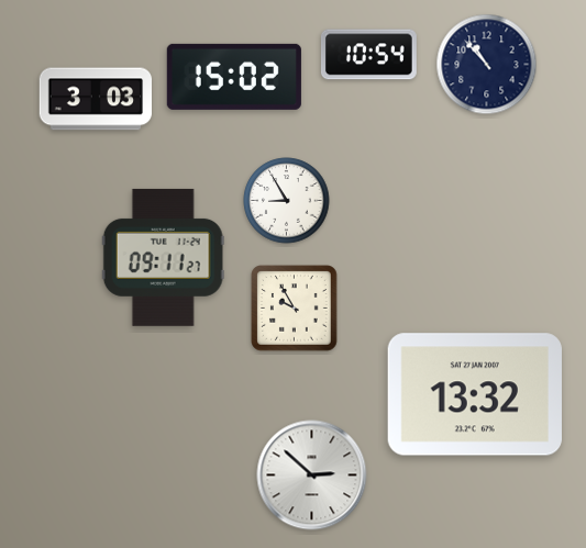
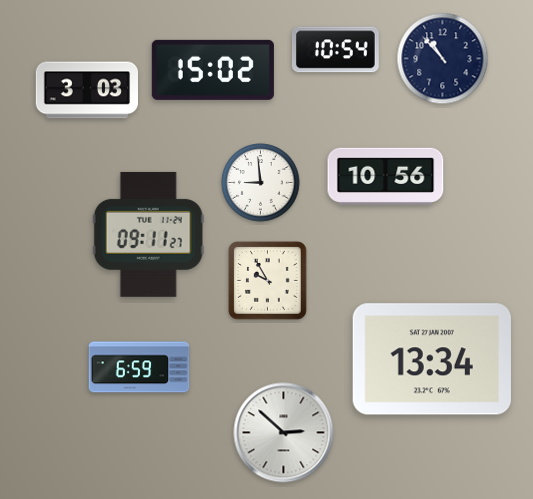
clock at (386, 176): none -> 10:56
clock at (287, 201): 8:55 -> 8:59
clock at (475, 394): 13:32 -> 13:34
clock at (139, 367): none -> 6:59
